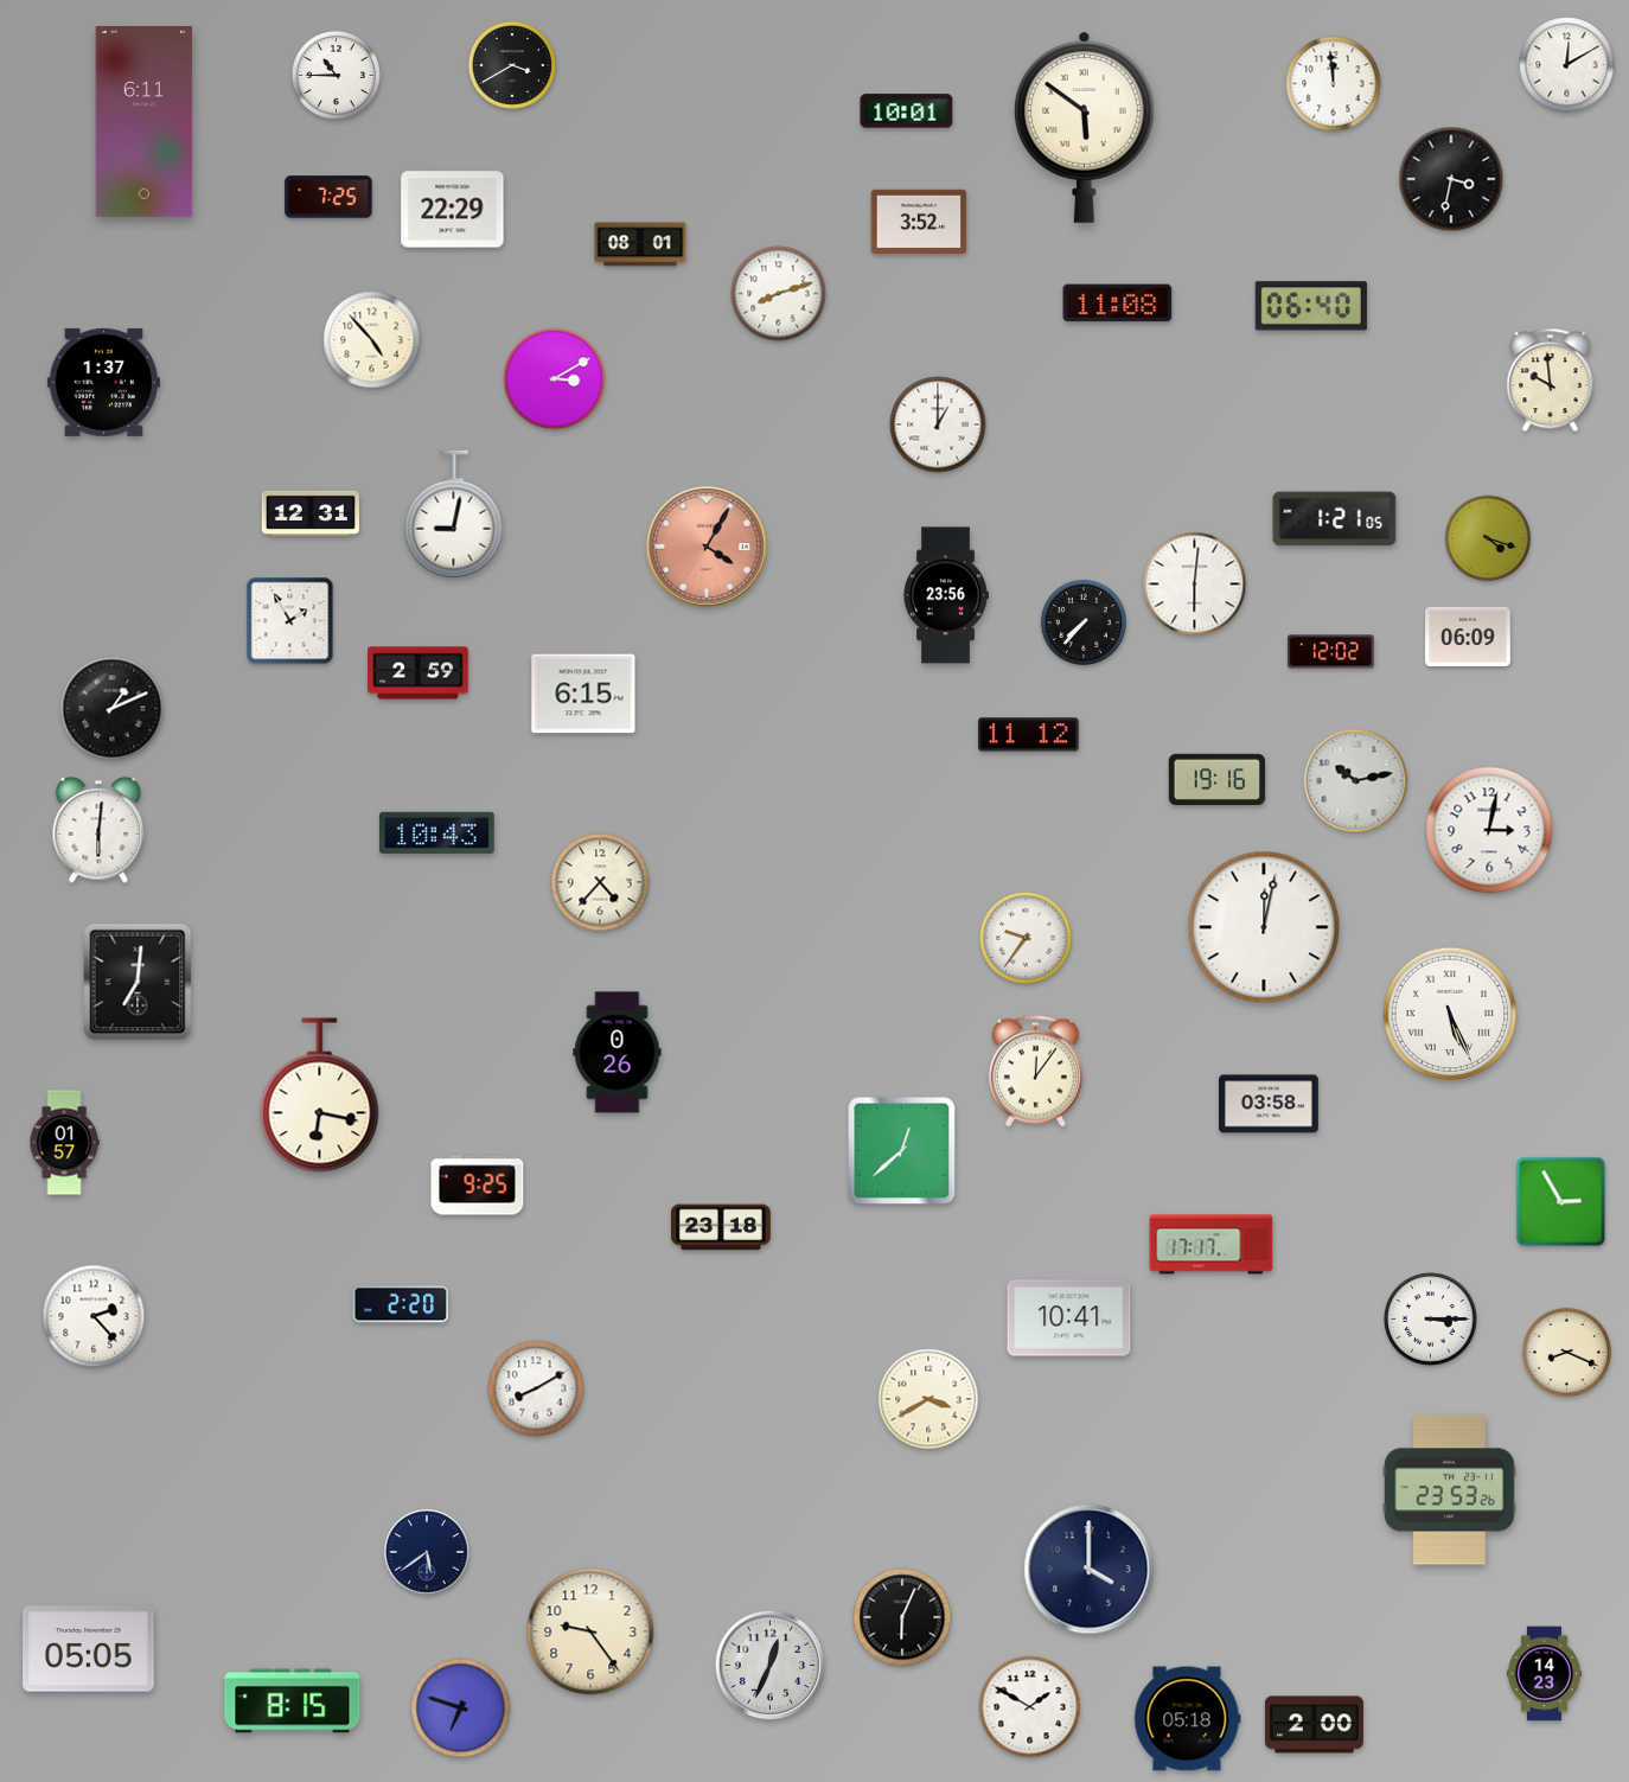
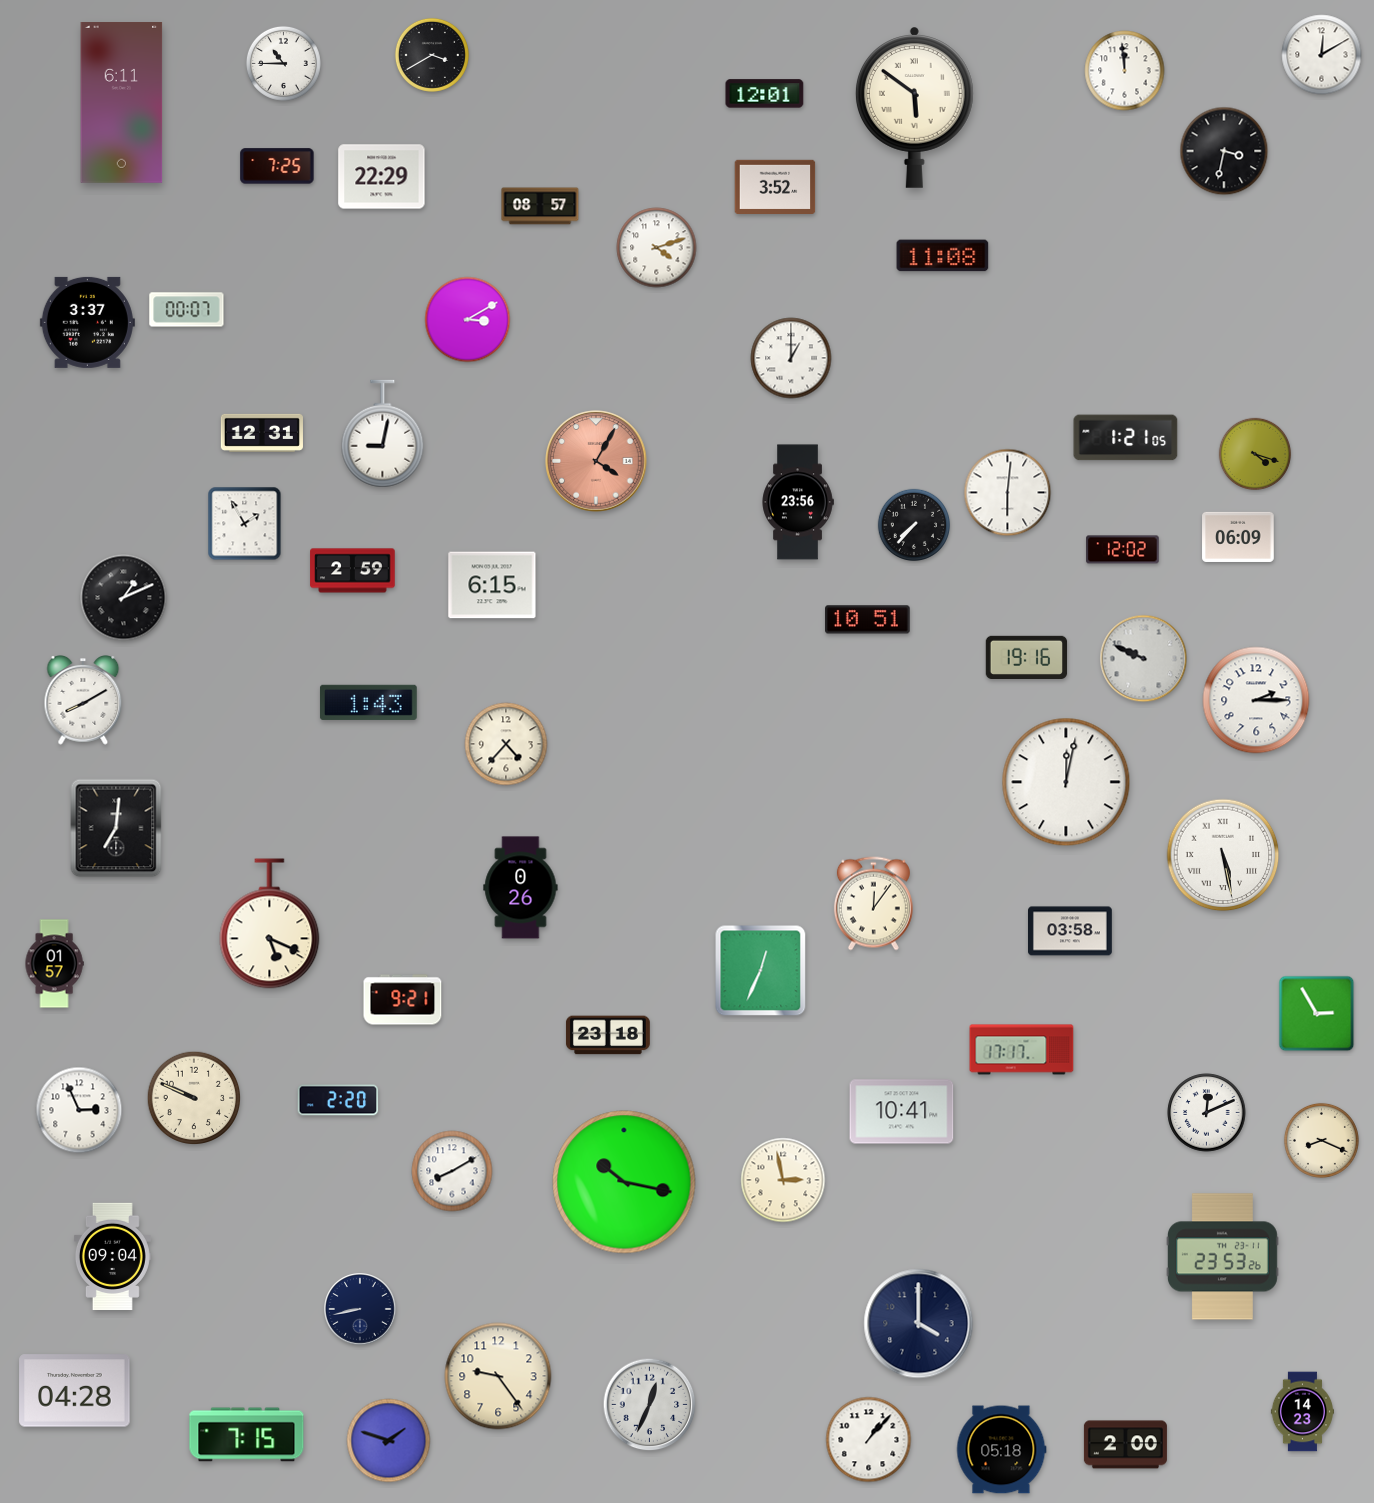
clock at (907, 111): 10:01 -> 12:01
clock at (640, 244): 08:01 -> 08:57
clock at (779, 294): 8:12 -> 4:12
clock at (1311, 306): 06:40 -> none
clock at (372, 340): 4:53 -> none
clock at (187, 310): none -> 00:07
clock at (1551, 381): 9:59 -> none
clock at (103, 382): 1:37 -> 3:37
clock at (419, 673) position: (419, 673) -> (353, 571)
clock at (113, 709) position: (113, 709) -> (124, 598)
clock at (1029, 735): 11:12 -> 10:51
clock at (1356, 781): 10:13 -> 9:49
clock at (1489, 830): 3:02 -> 2:15
clock at (98, 831): 6:01 -> 8:10
clock at (436, 832): 10:43 -> 1:43
clock at (1026, 938): 9:36 -> none
clock at (1450, 1014): 5:26 -> 5:28
clock at (320, 1096): 6:17 -> 5:19
clock at (902, 1151): 12:38 -> 12:34
clock at (478, 1186): 9:25 -> 9:21
clock at (194, 1098): none -> 9:49
clock at (94, 1316): 2:23 -> 2:56
clock at (1431, 1320): 3:15 -> 12:11
clock at (928, 1399): 3:40 -> 2:58
clock at (624, 1182): none -> 10:17
clock at (112, 1256): none -> 09:04
clock at (428, 1553): 5:39 -> 8:43
clock at (902, 1617): 6:04 -> none
clock at (89, 1649): 05:05 -> 04:28
clock at (293, 1701): 8:15 -> 7:15
clock at (1030, 1707): 1:50 -> 1:07
clock at (461, 1708): 6:48 -> 1:48
clock at (1314, 1725) position: (1314, 1725) -> (1125, 1445)
